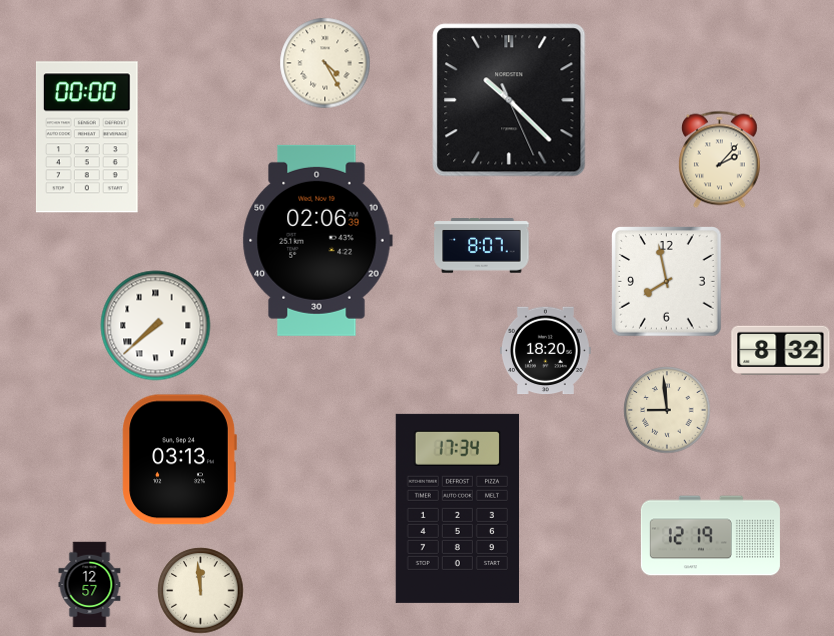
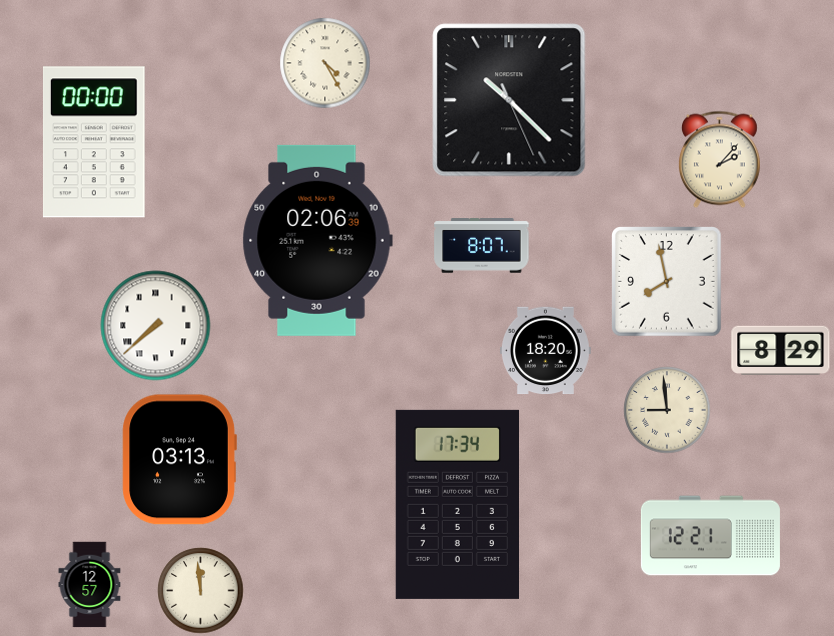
clock at (87, 137) position: (87, 137) -> (94, 142)
clock at (781, 350): 8:32 -> 8:29
clock at (457, 508) position: (457, 508) -> (457, 504)
clock at (710, 536): 12:19 -> 12:21
